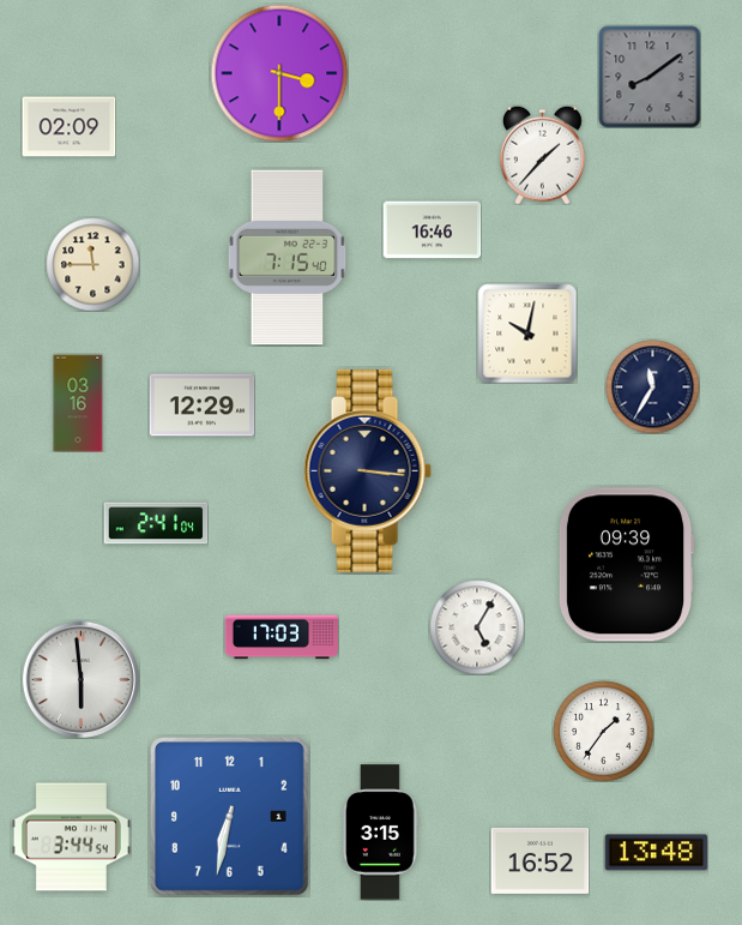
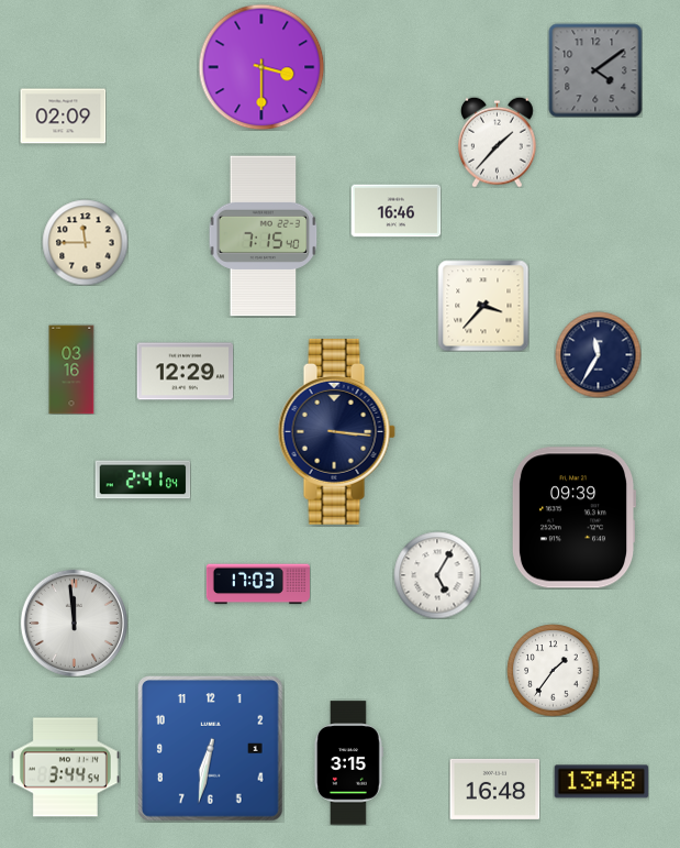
clock at (279, 73) position: (279, 73) -> (261, 67)
clock at (650, 77): 8:09 -> 4:09
clock at (527, 334): 10:02 -> 3:37
clock at (80, 679): 5:59 -> 11:59
clock at (539, 860): 16:52 -> 16:48
